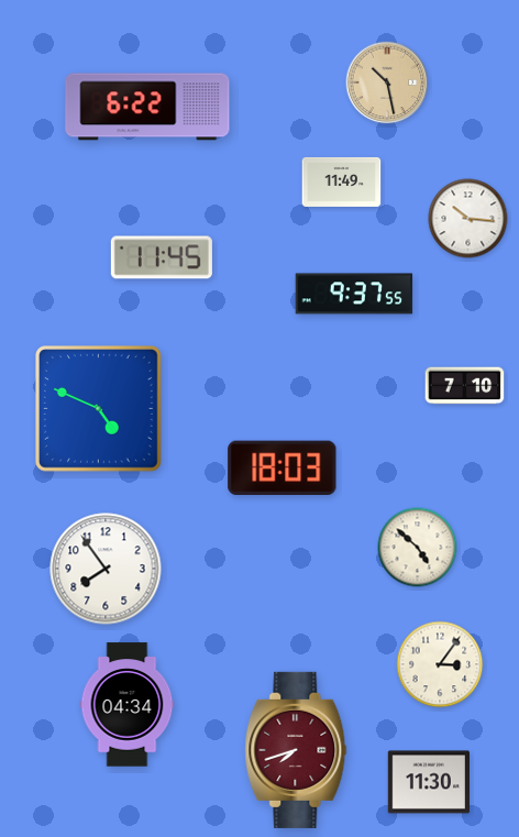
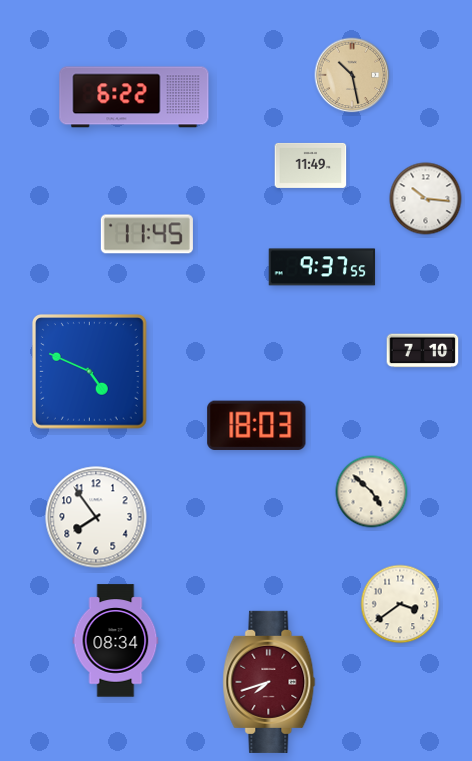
clock at (418, 548) position: (418, 548) -> (372, 492)
clock at (440, 664): 3:06 -> 3:39
clock at (128, 705): 04:34 -> 08:34
clock at (428, 782): 11:30 -> none
